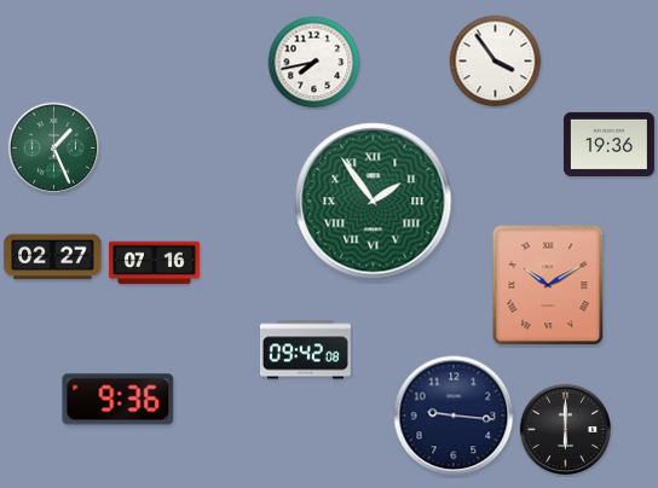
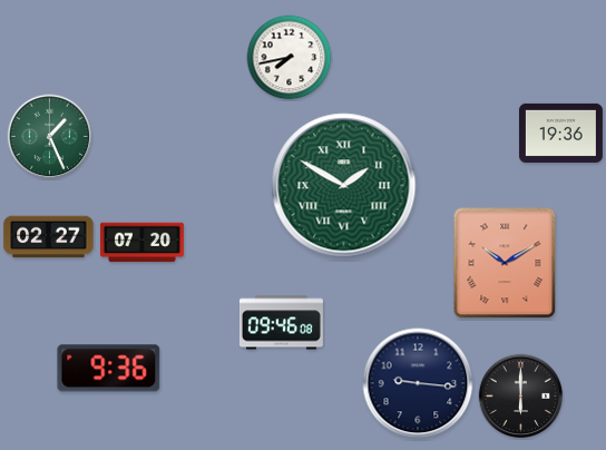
clock at (496, 62): 3:54 -> none
clock at (374, 202): 1:54 -> 1:50
clock at (154, 263): 07:16 -> 07:20
clock at (305, 350): 09:42 -> 09:46
